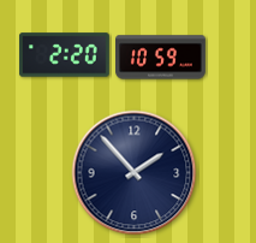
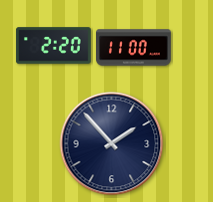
clock at (161, 58): 10:59 -> 11:00
